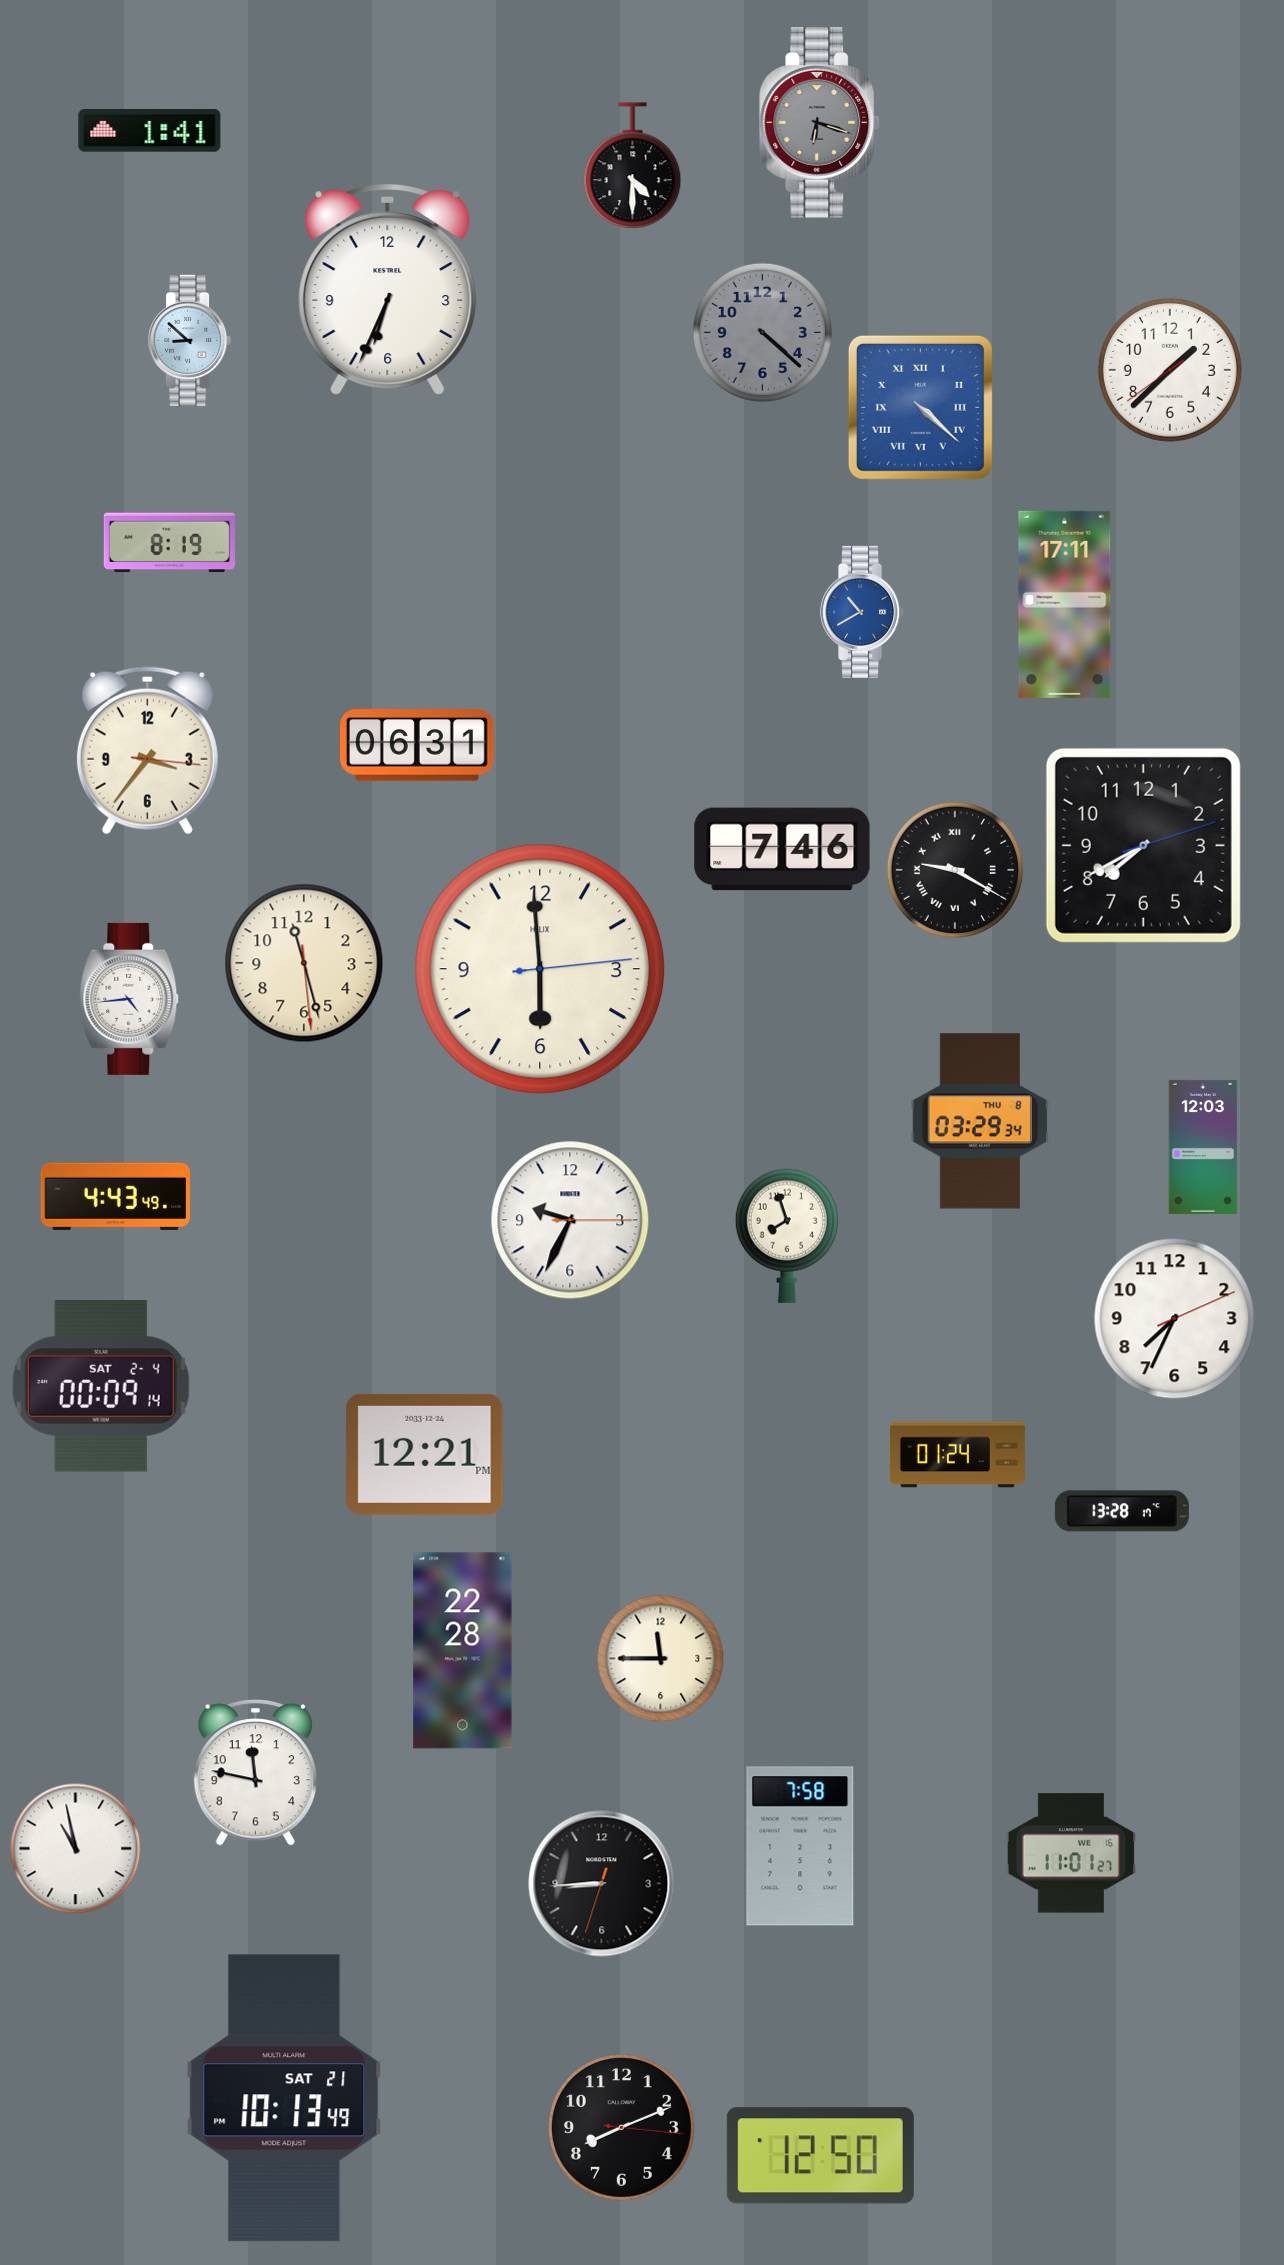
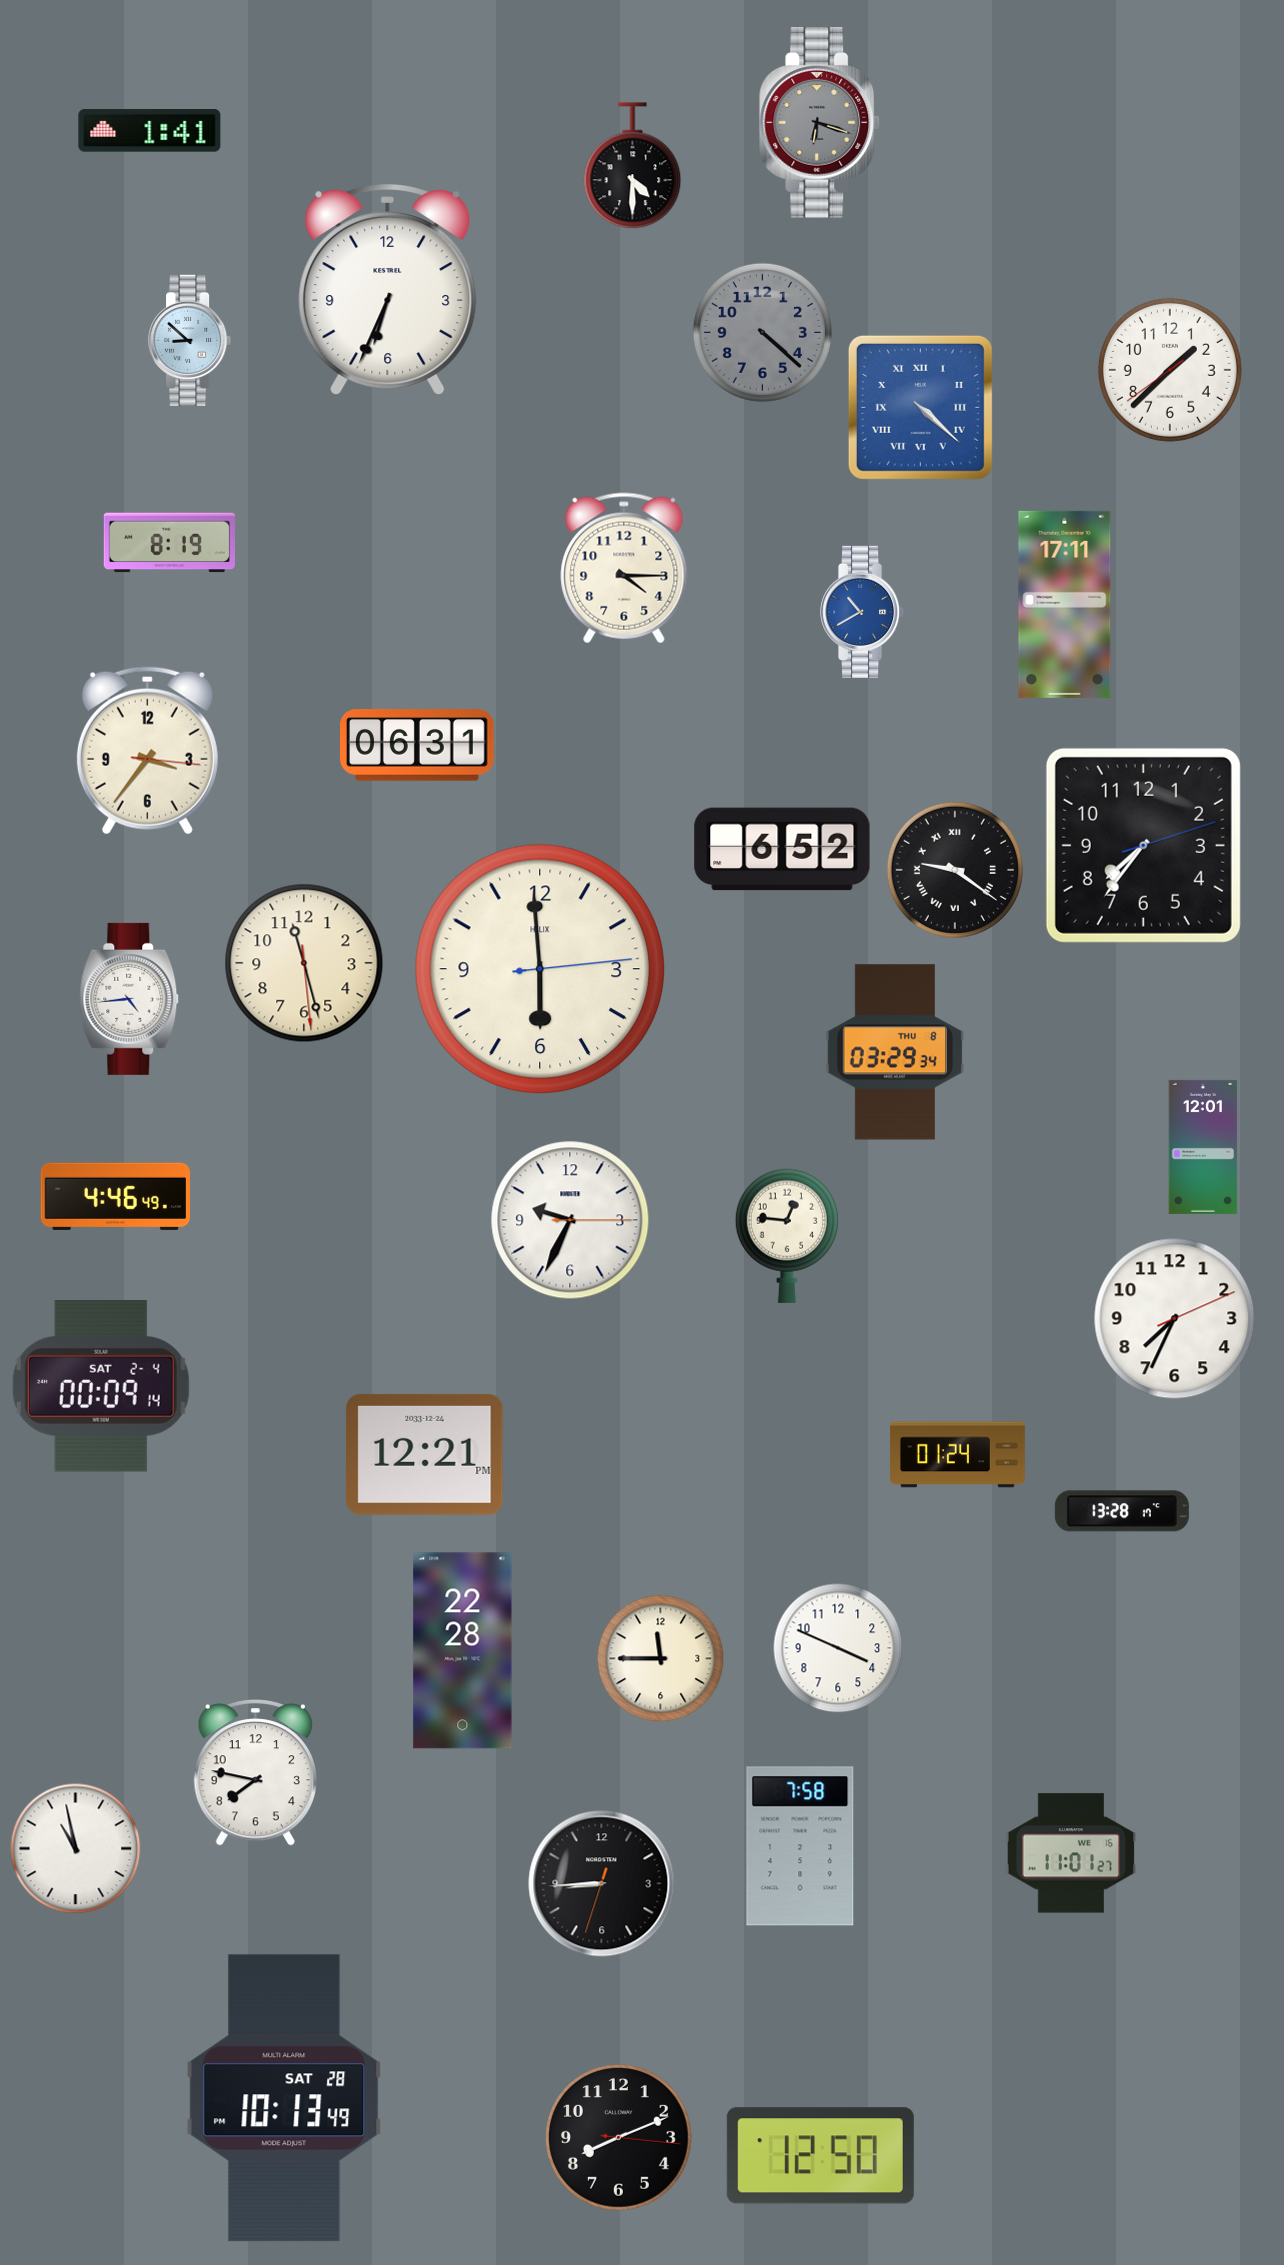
clock at (624, 568): none -> 4:15
clock at (1143, 845): 7:40 -> 7:36
clock at (782, 849): 7:46 -> 6:52
clock at (955, 870): 9:20 -> 9:21
clock at (980, 1121) position: (980, 1121) -> (895, 1052)
clock at (1203, 1147): 12:03 -> 12:01
clock at (115, 1196): 4:43 -> 4:46
clock at (787, 1236): 7:57 -> 12:46
clock at (838, 1648): none -> 3:49
clock at (255, 1773): 11:47 -> 7:47
clock at (284, 2098) date: SAT 21 -> SAT 28
clock at (622, 2128) position: (622, 2128) -> (619, 2138)
